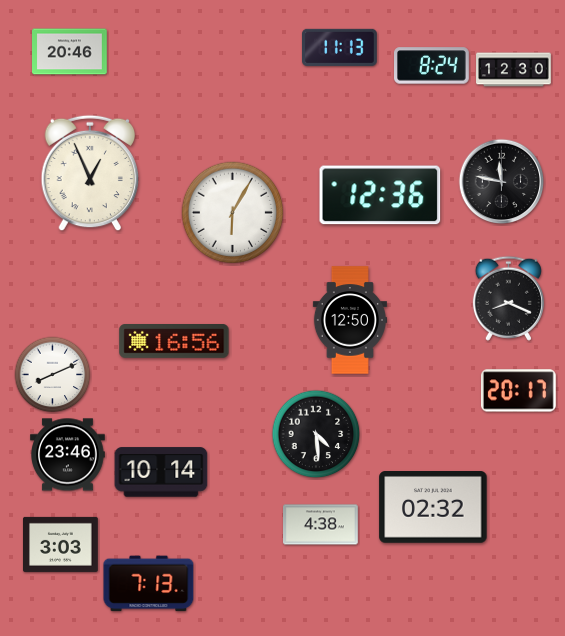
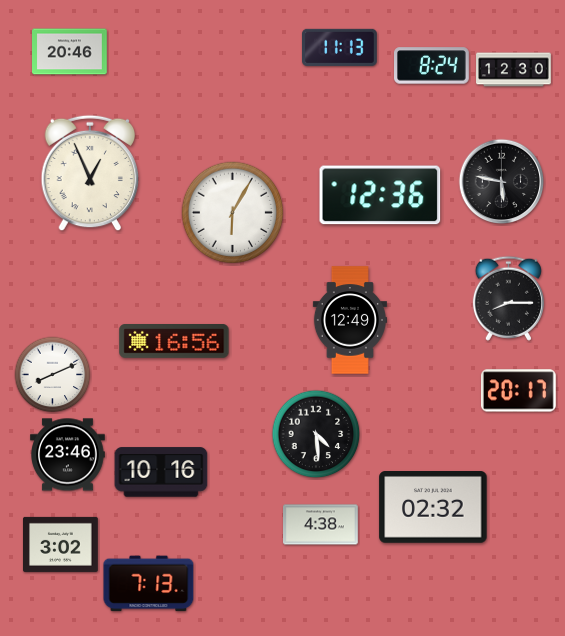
clock at (502, 182): 11:47 -> 5:47
clock at (508, 298): 8:19 -> 8:15
clock at (350, 320): 12:50 -> 12:49
clock at (161, 472): 10:14 -> 10:16
clock at (61, 544): 3:03 -> 3:02
